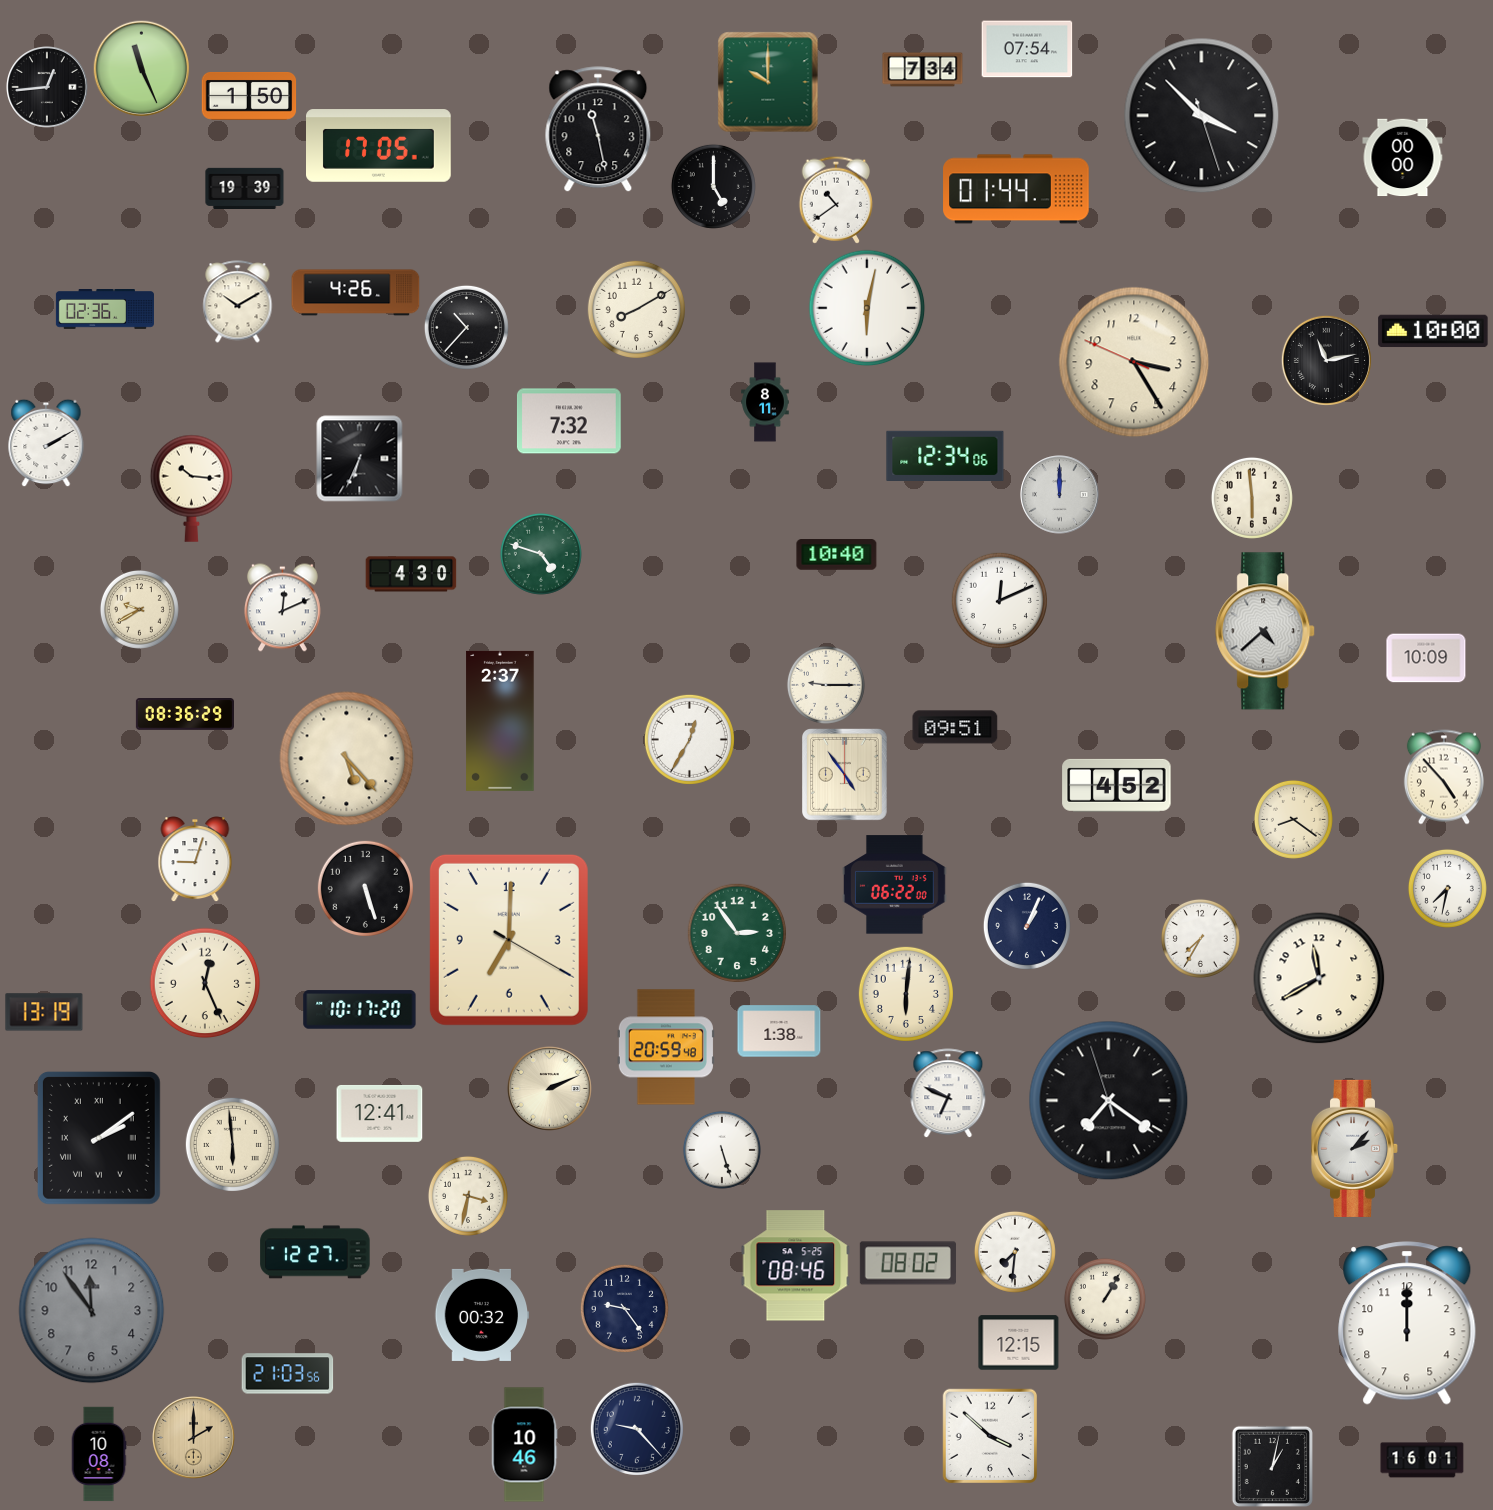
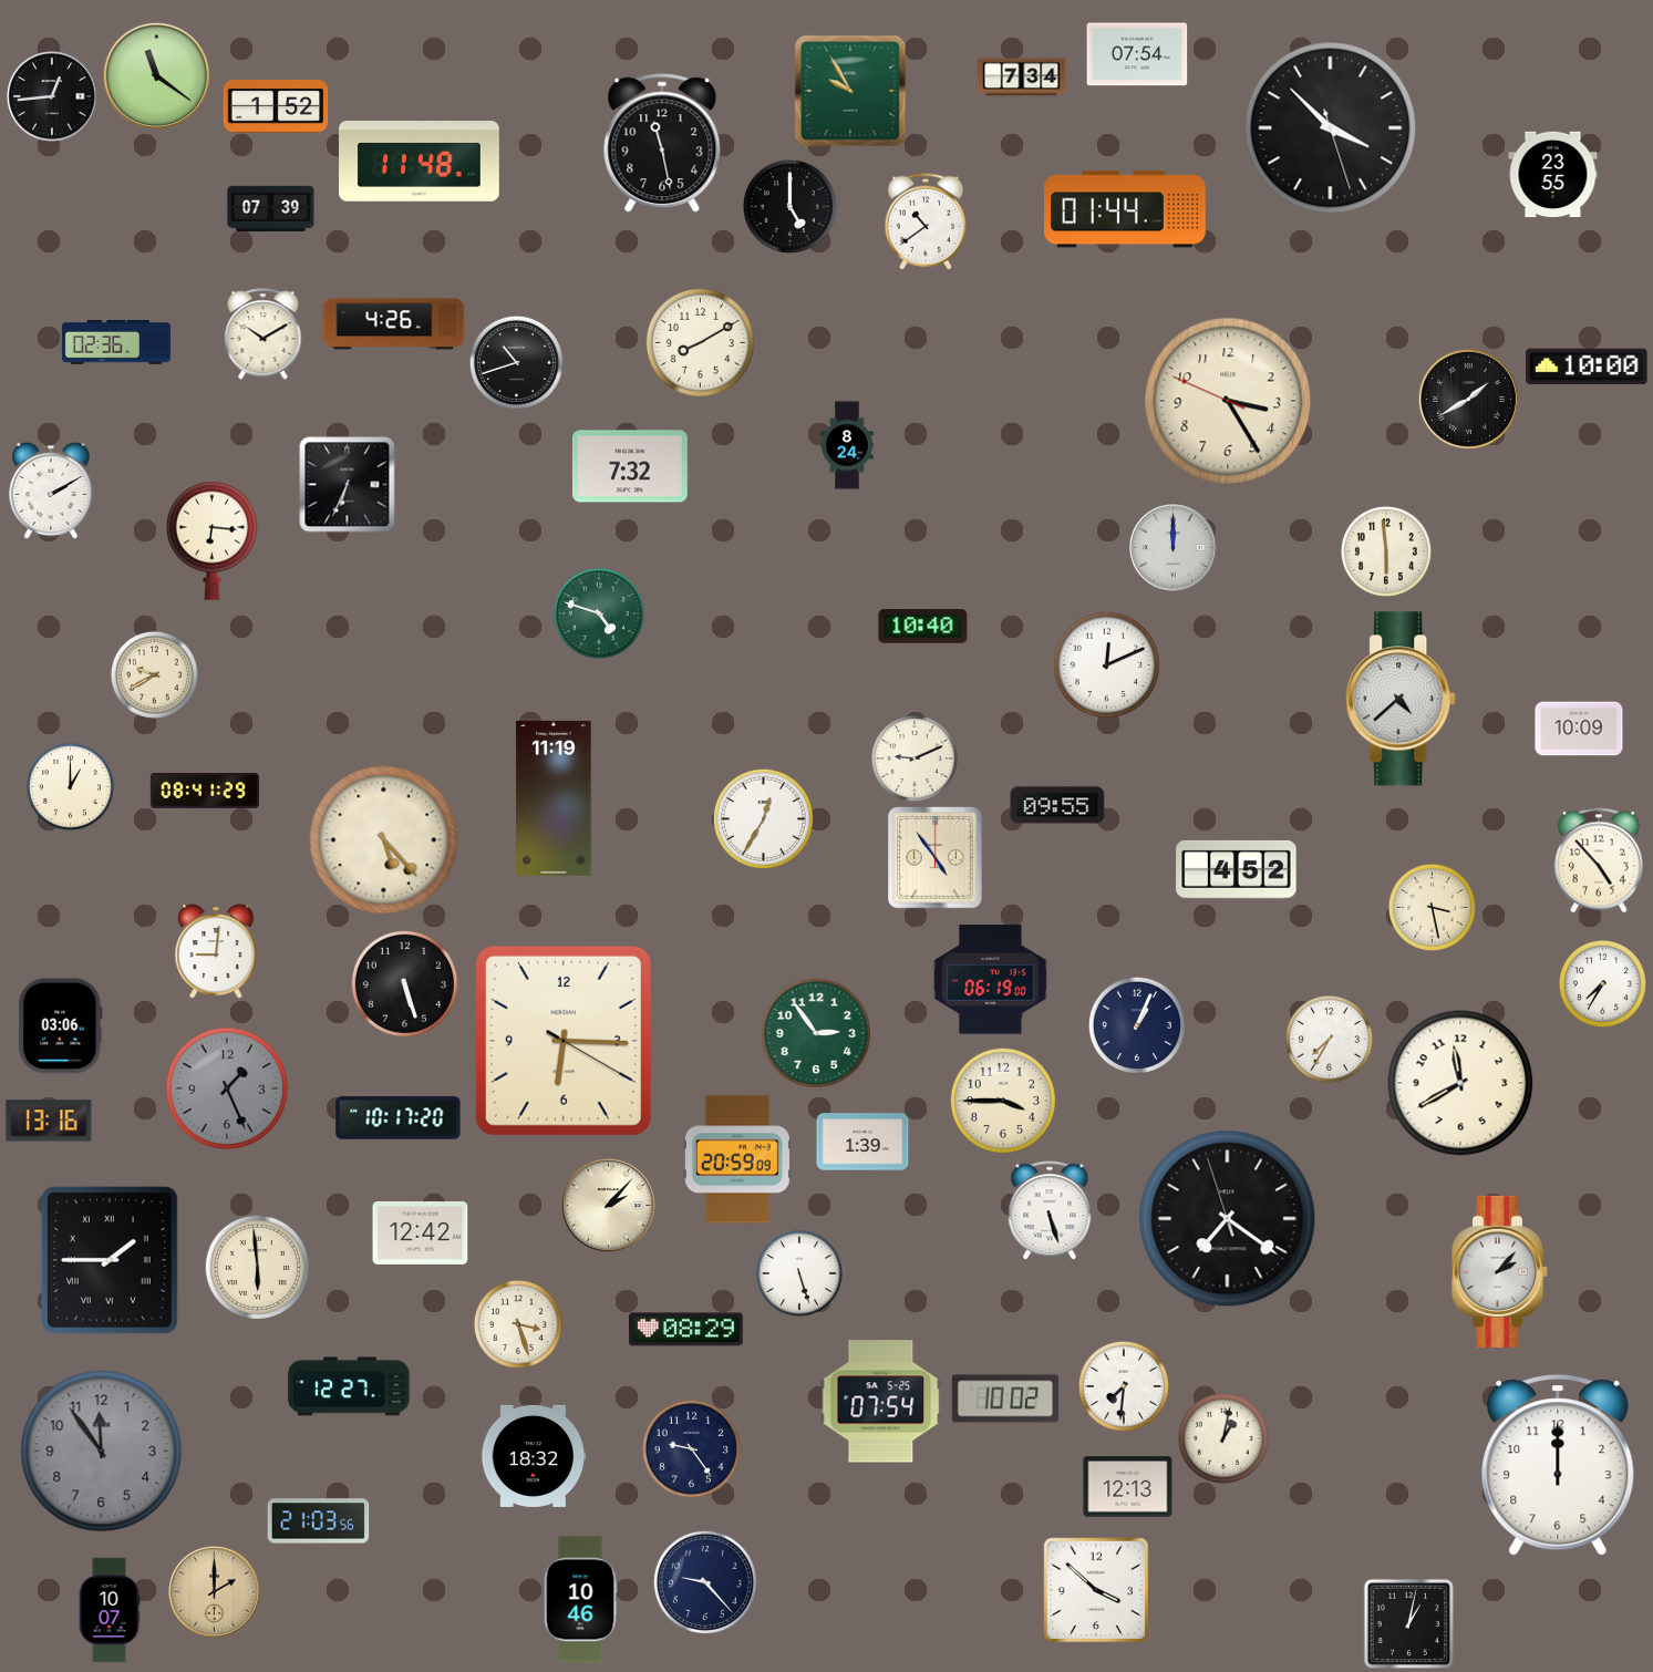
clock at (142, 69): 11:26 -> 11:21
clock at (768, 82): 10:00 -> 9:55
clock at (249, 96): 1:50 -> 1:52
clock at (379, 146): 17:05 -> 11:48
clock at (1403, 158): 00:00 -> 23:55
clock at (245, 188): 19:39 -> 07:39
clock at (867, 308): 6:02 -> none
clock at (636, 309) position: (636, 309) -> (700, 342)
clock at (466, 327): 10:37 -> 10:42
clock at (1326, 360): 11:13 -> 1:40
clock at (1134, 362) position: (1134, 362) -> (1228, 401)
clock at (765, 402): 8:11 -> 8:24
clock at (945, 455): 12:34 -> none
clock at (360, 459) position: (360, 459) -> (348, 485)
clock at (191, 488): 10:16 -> 6:16
clock at (837, 555) position: (837, 555) -> (923, 627)
clock at (411, 574): 4:30 -> none
clock at (283, 608): 12:11 -> none
clock at (826, 685): 9:15 -> 9:11
clock at (70, 786): none -> 1:00
clock at (185, 715): 08:36 -> 08:41
clock at (500, 721): 2:37 -> 11:19
clock at (955, 727): 09:51 -> 09:55
clock at (1293, 819): 8:21 -> 3:28
clock at (195, 859): 9:03 -> 9:01
clock at (895, 885): 06:22 -> 06:19
clock at (1447, 888): 7:32 -> 7:35
clock at (61, 1026): none -> 03:06
clock at (509, 940): 7:00 -> 6:15
clock at (205, 983): 12:26 -> 1:26
clock at (205, 983) dial: cream -> grey
clock at (906, 994): 6:01 -> 3:45
clock at (44, 1012): 13:19 -> 13:16
clock at (779, 1031): 1:38 -> 1:39
clock at (666, 1047): 20:59:48 -> 20:59:09
clock at (549, 1088): 2:11 -> 2:07
clock at (948, 1093): 6:49 -> 5:27
clock at (380, 1113): 12:41 -> 12:42
clock at (99, 1138): 2:09 -> 1:45
clock at (468, 1196): 3:32 -> 3:27
clock at (685, 1330): none -> 08:29
clock at (908, 1263): 08:02 -> 10:02
clock at (796, 1266): 08:46 -> 07:54
clock at (1105, 1299): 1:05 -> 1:02
clock at (482, 1315): 00:32 -> 18:32
clock at (1019, 1343): 12:15 -> 12:13
clock at (99, 1454): 10:08 -> 10:07
clock at (1422, 1460): 16:01 -> none
